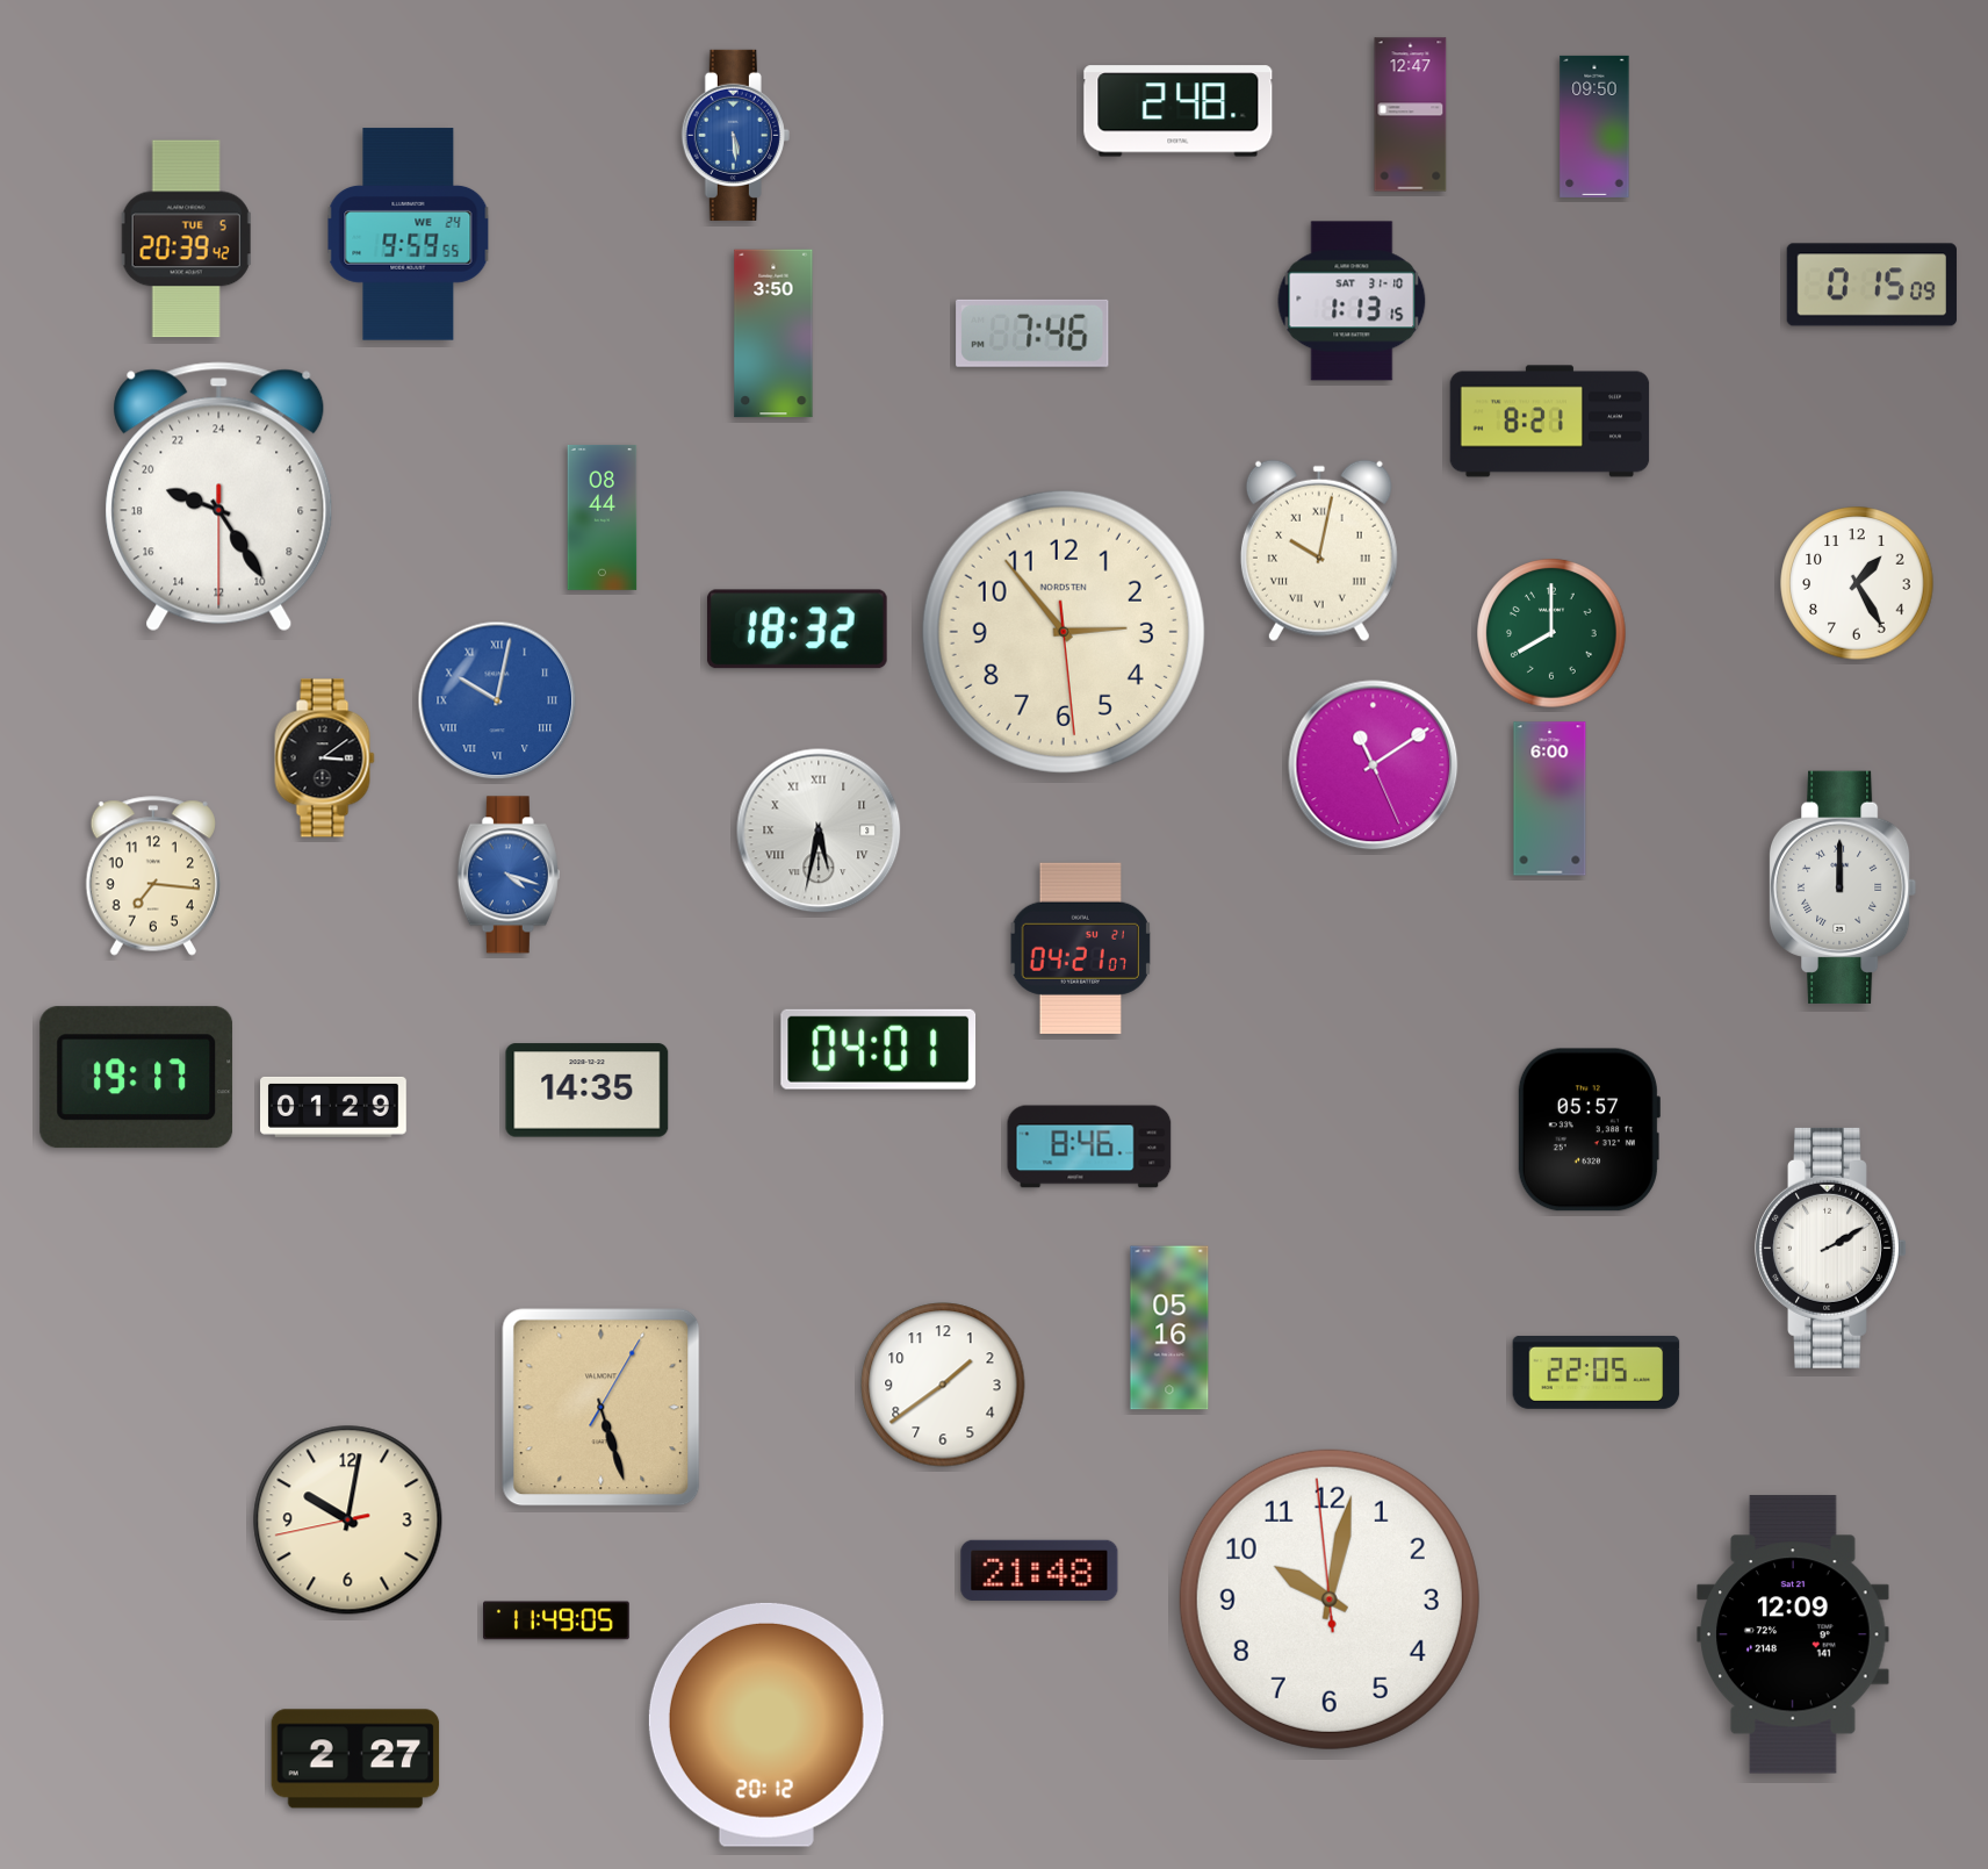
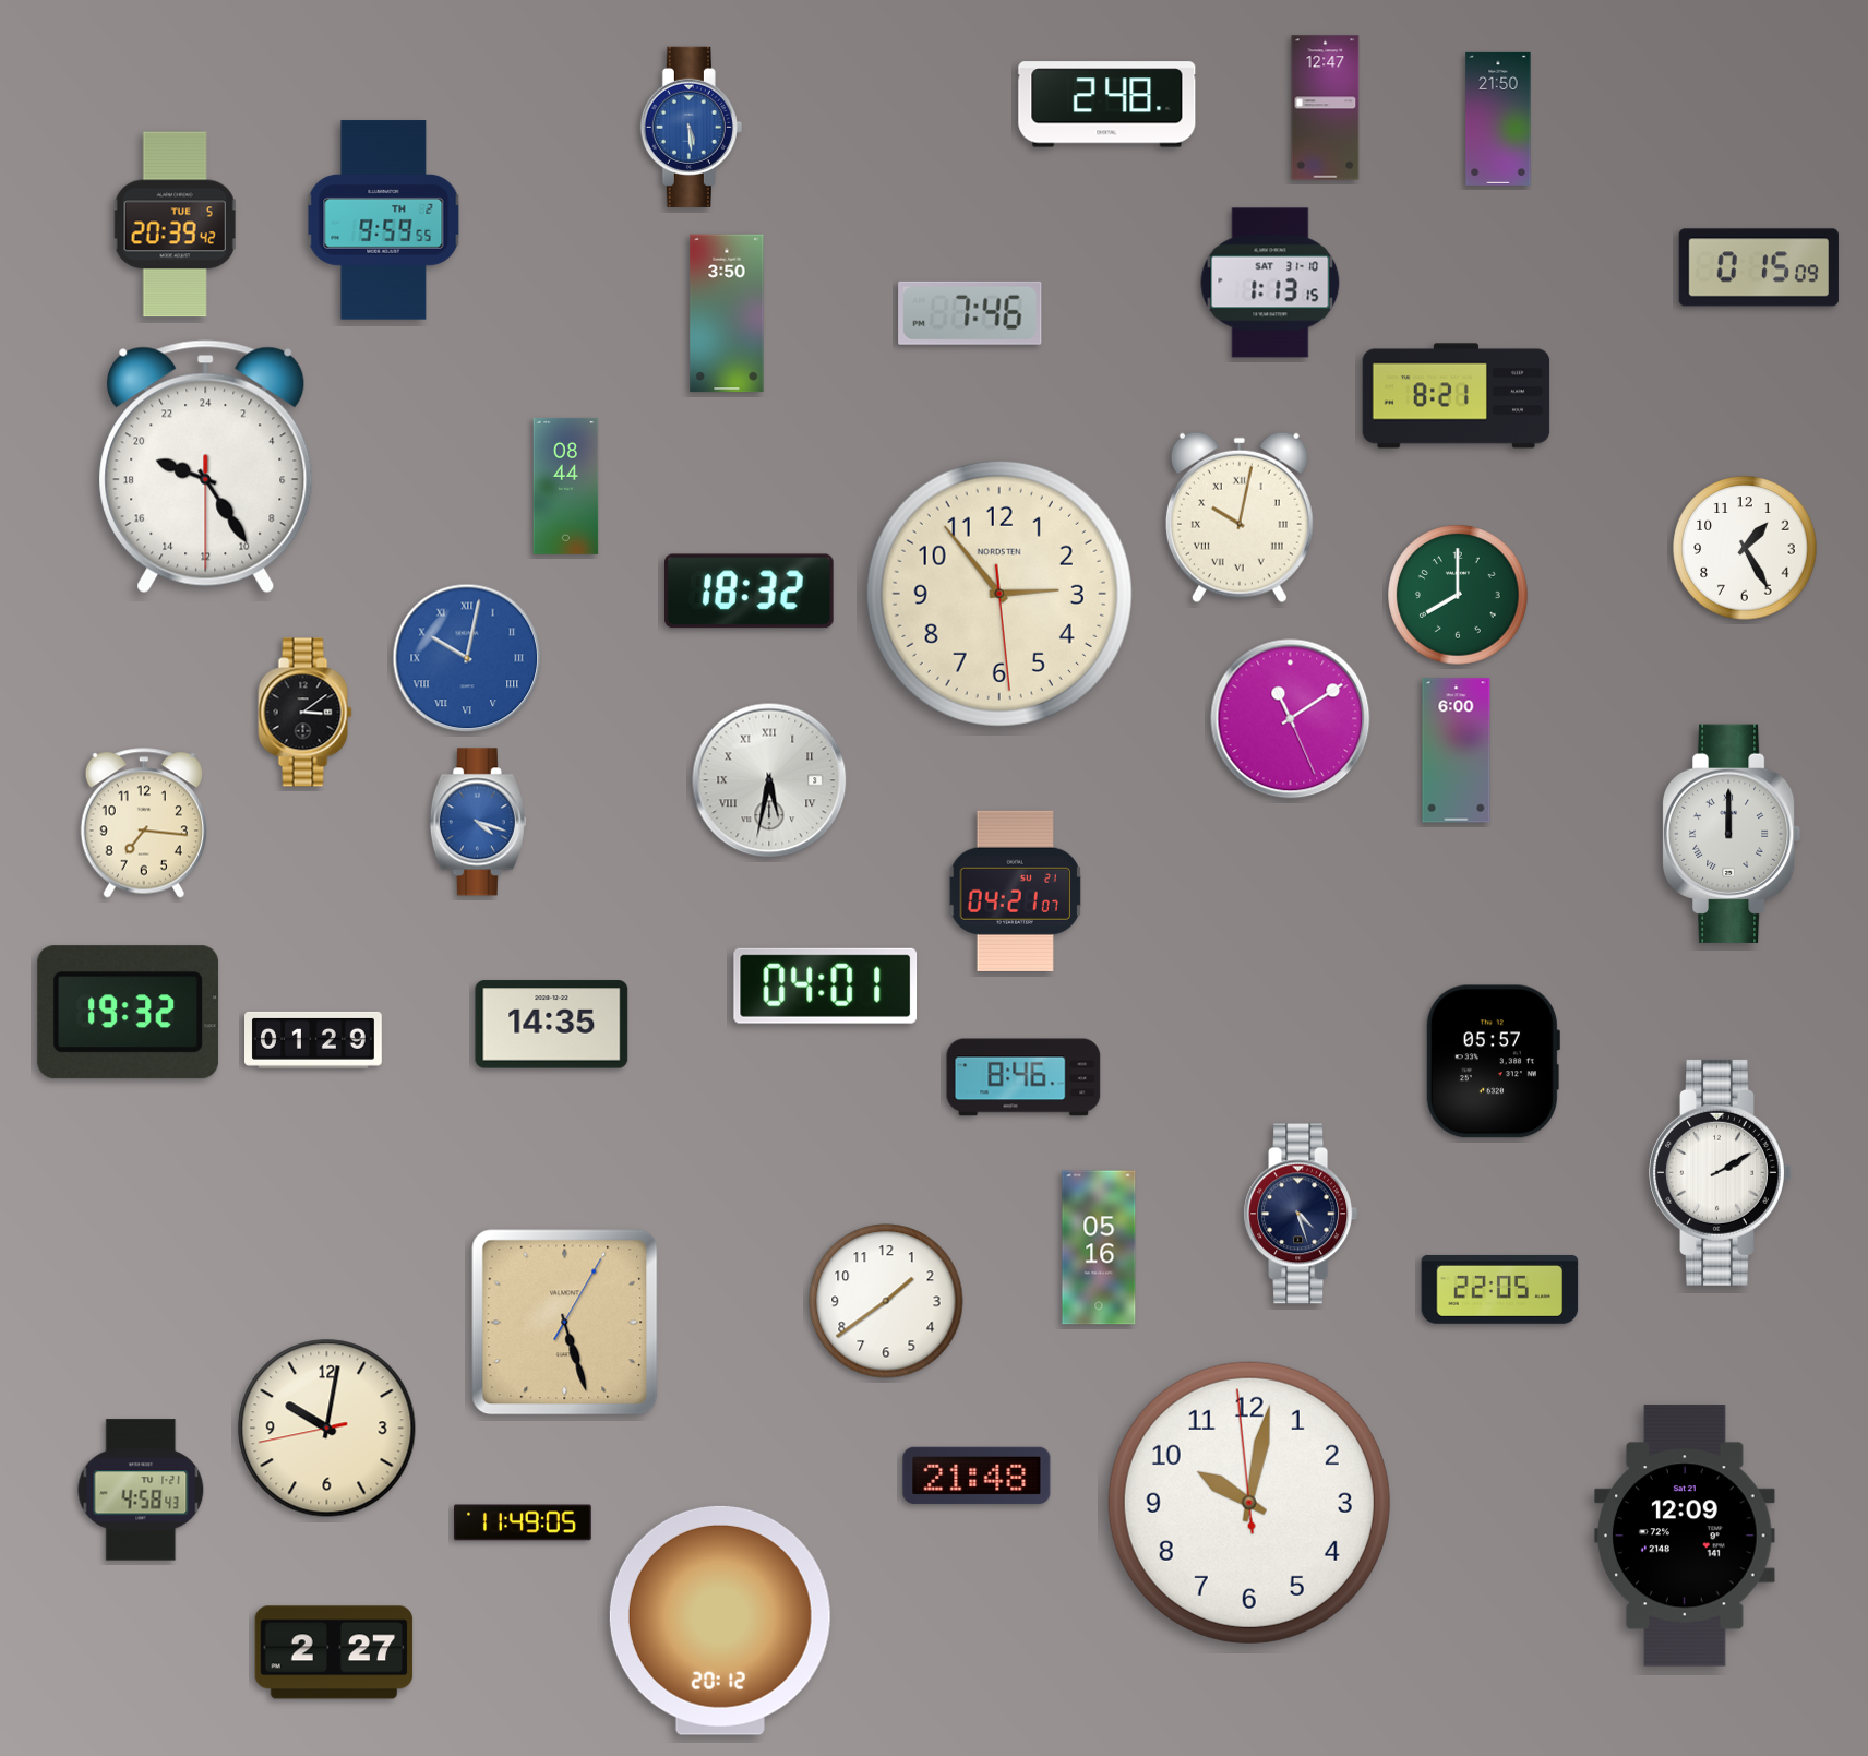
clock at (1594, 127): 09:50 -> 21:50
clock at (409, 235) date: WE 24 -> TH 2
clock at (137, 1078): 19:17 -> 19:32
clock at (1301, 1214): none -> 4:27
clock at (141, 1490): none -> 4:58
